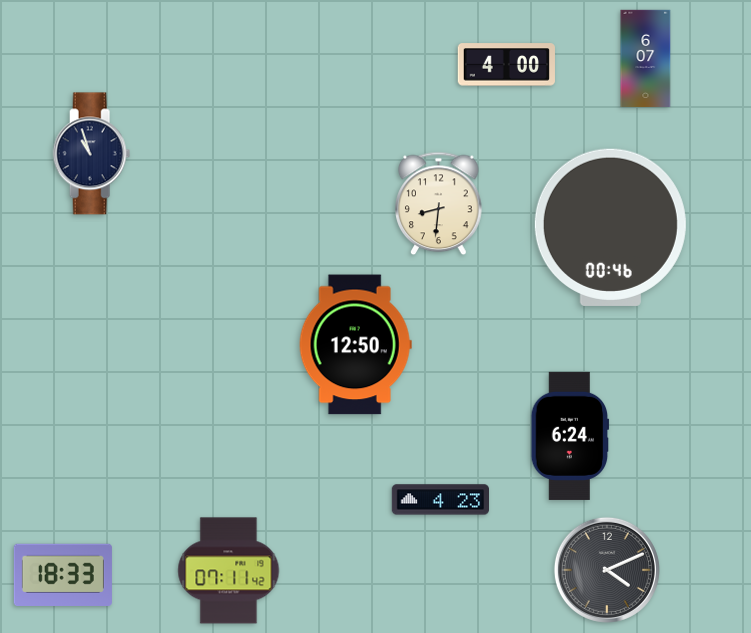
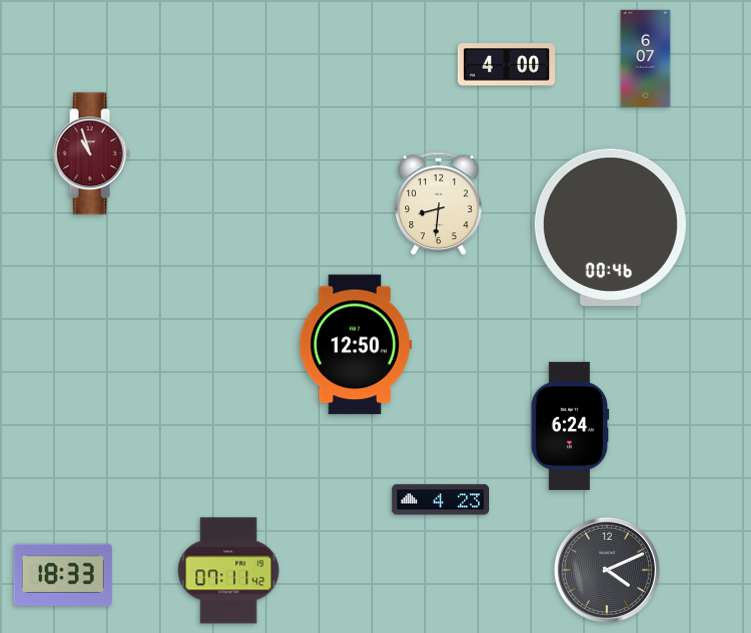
clock at (92, 154) dial: navy -> burgundy
clock at (570, 436) position: (570, 436) -> (570, 426)
